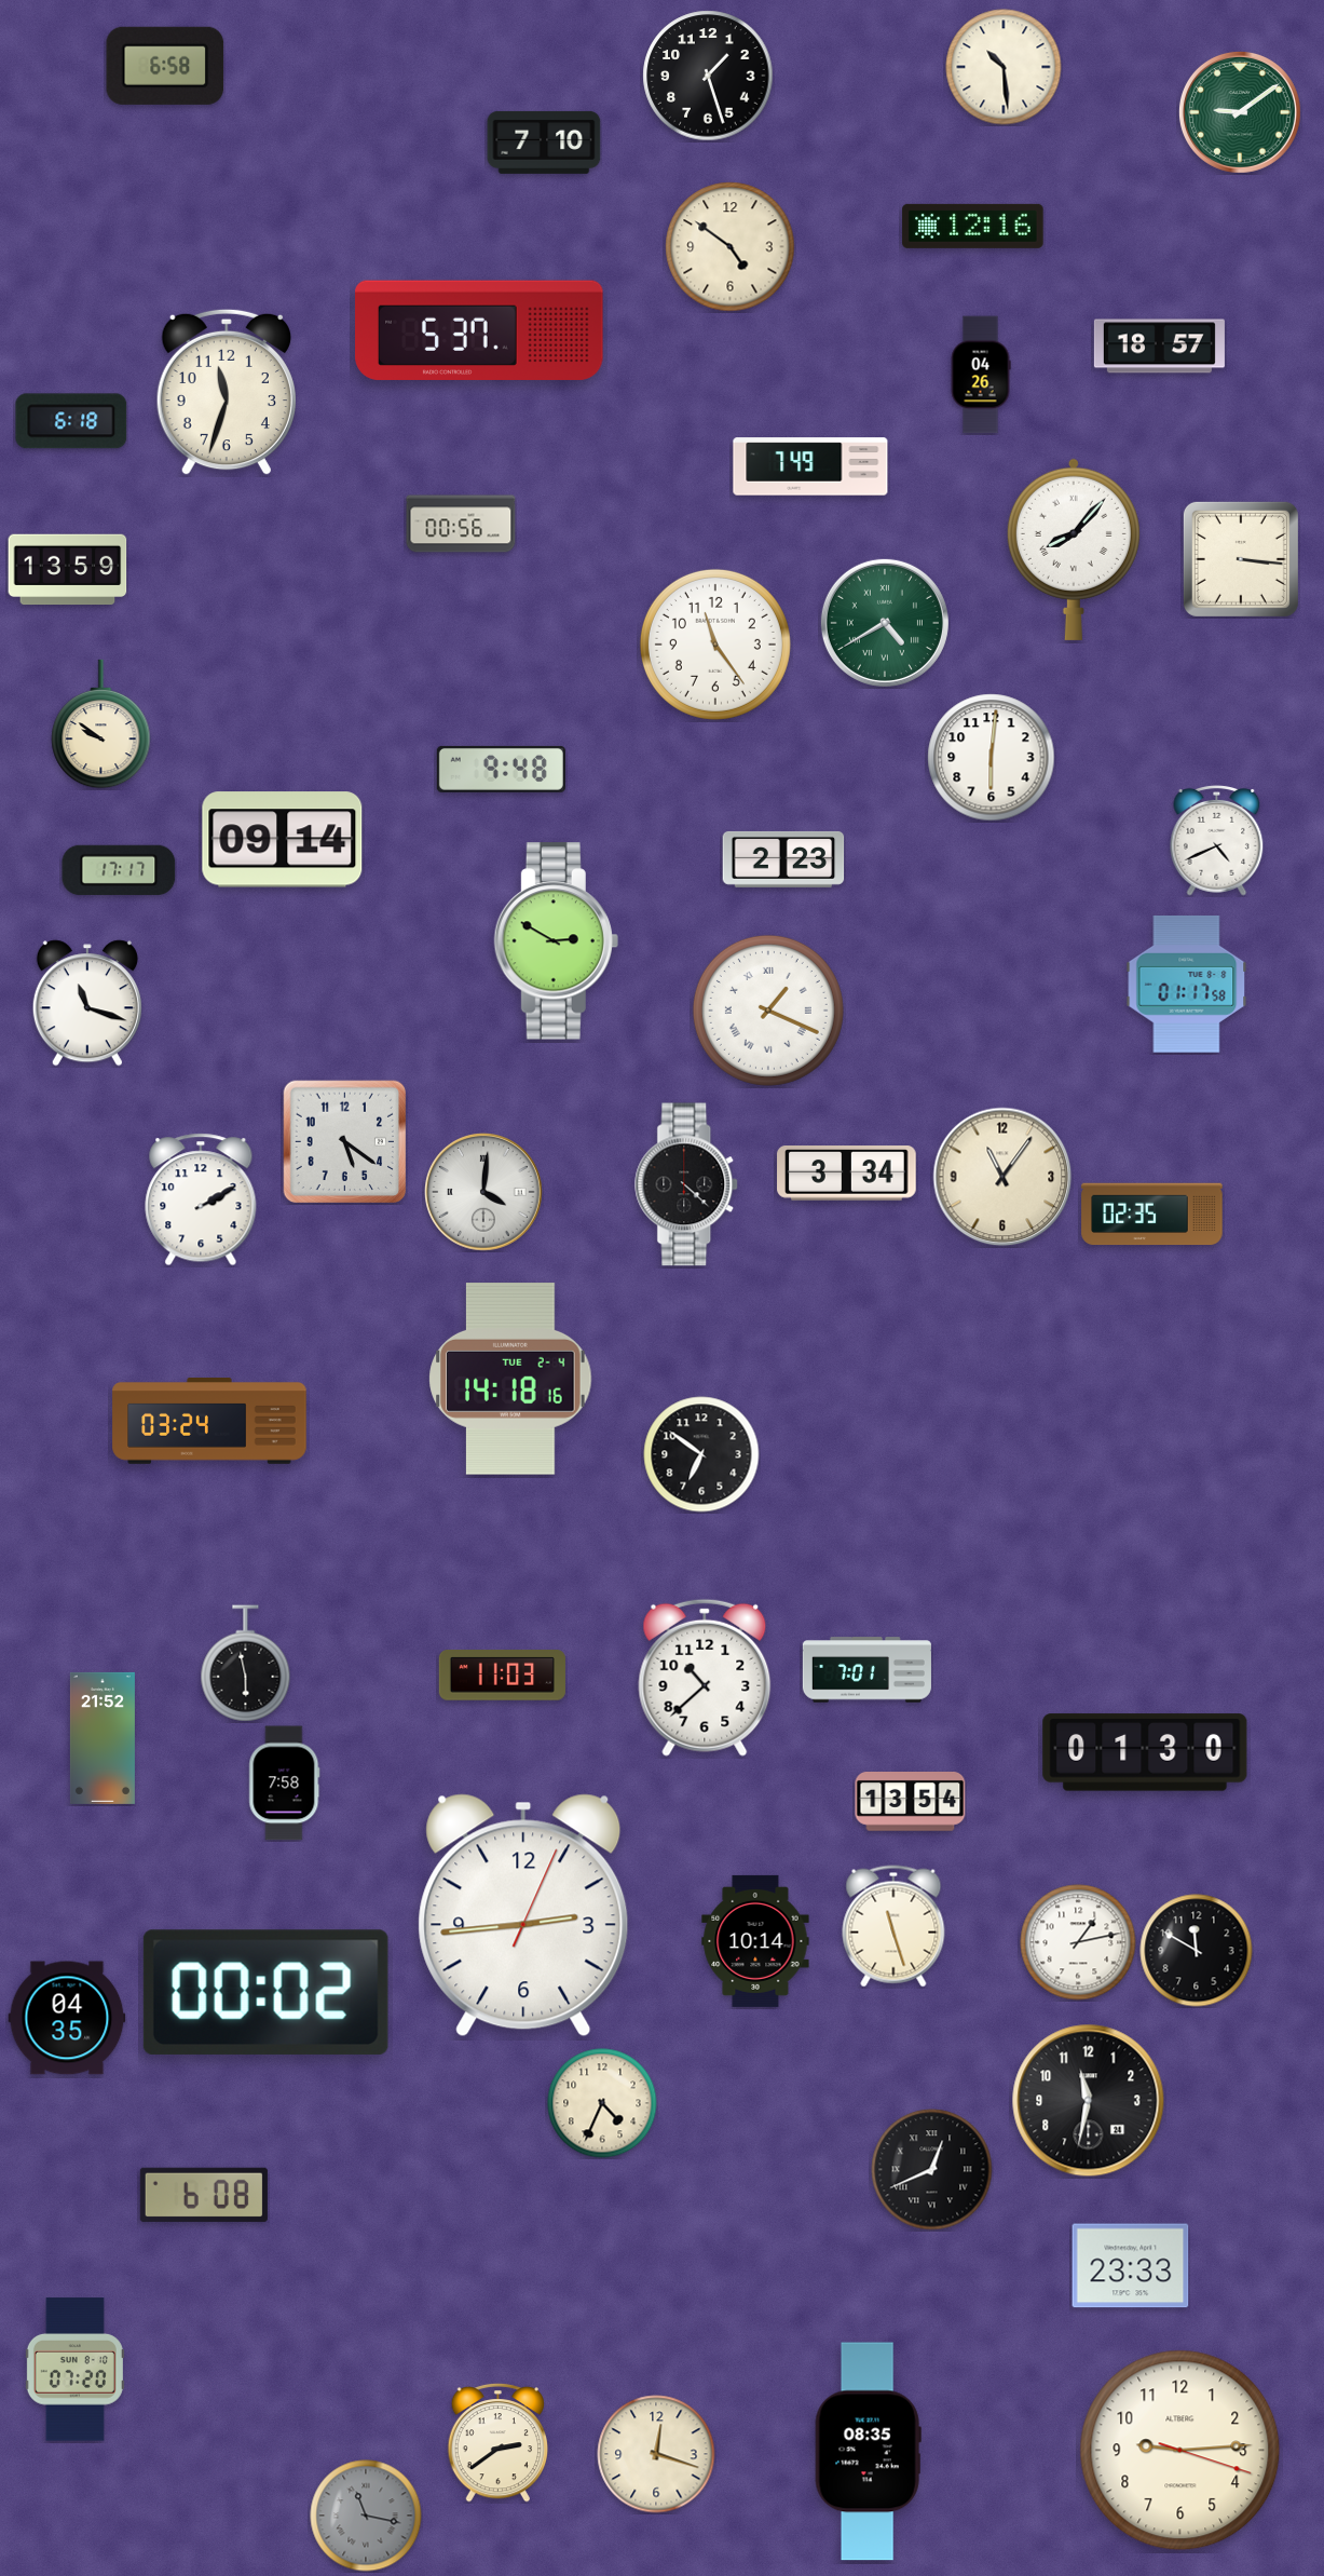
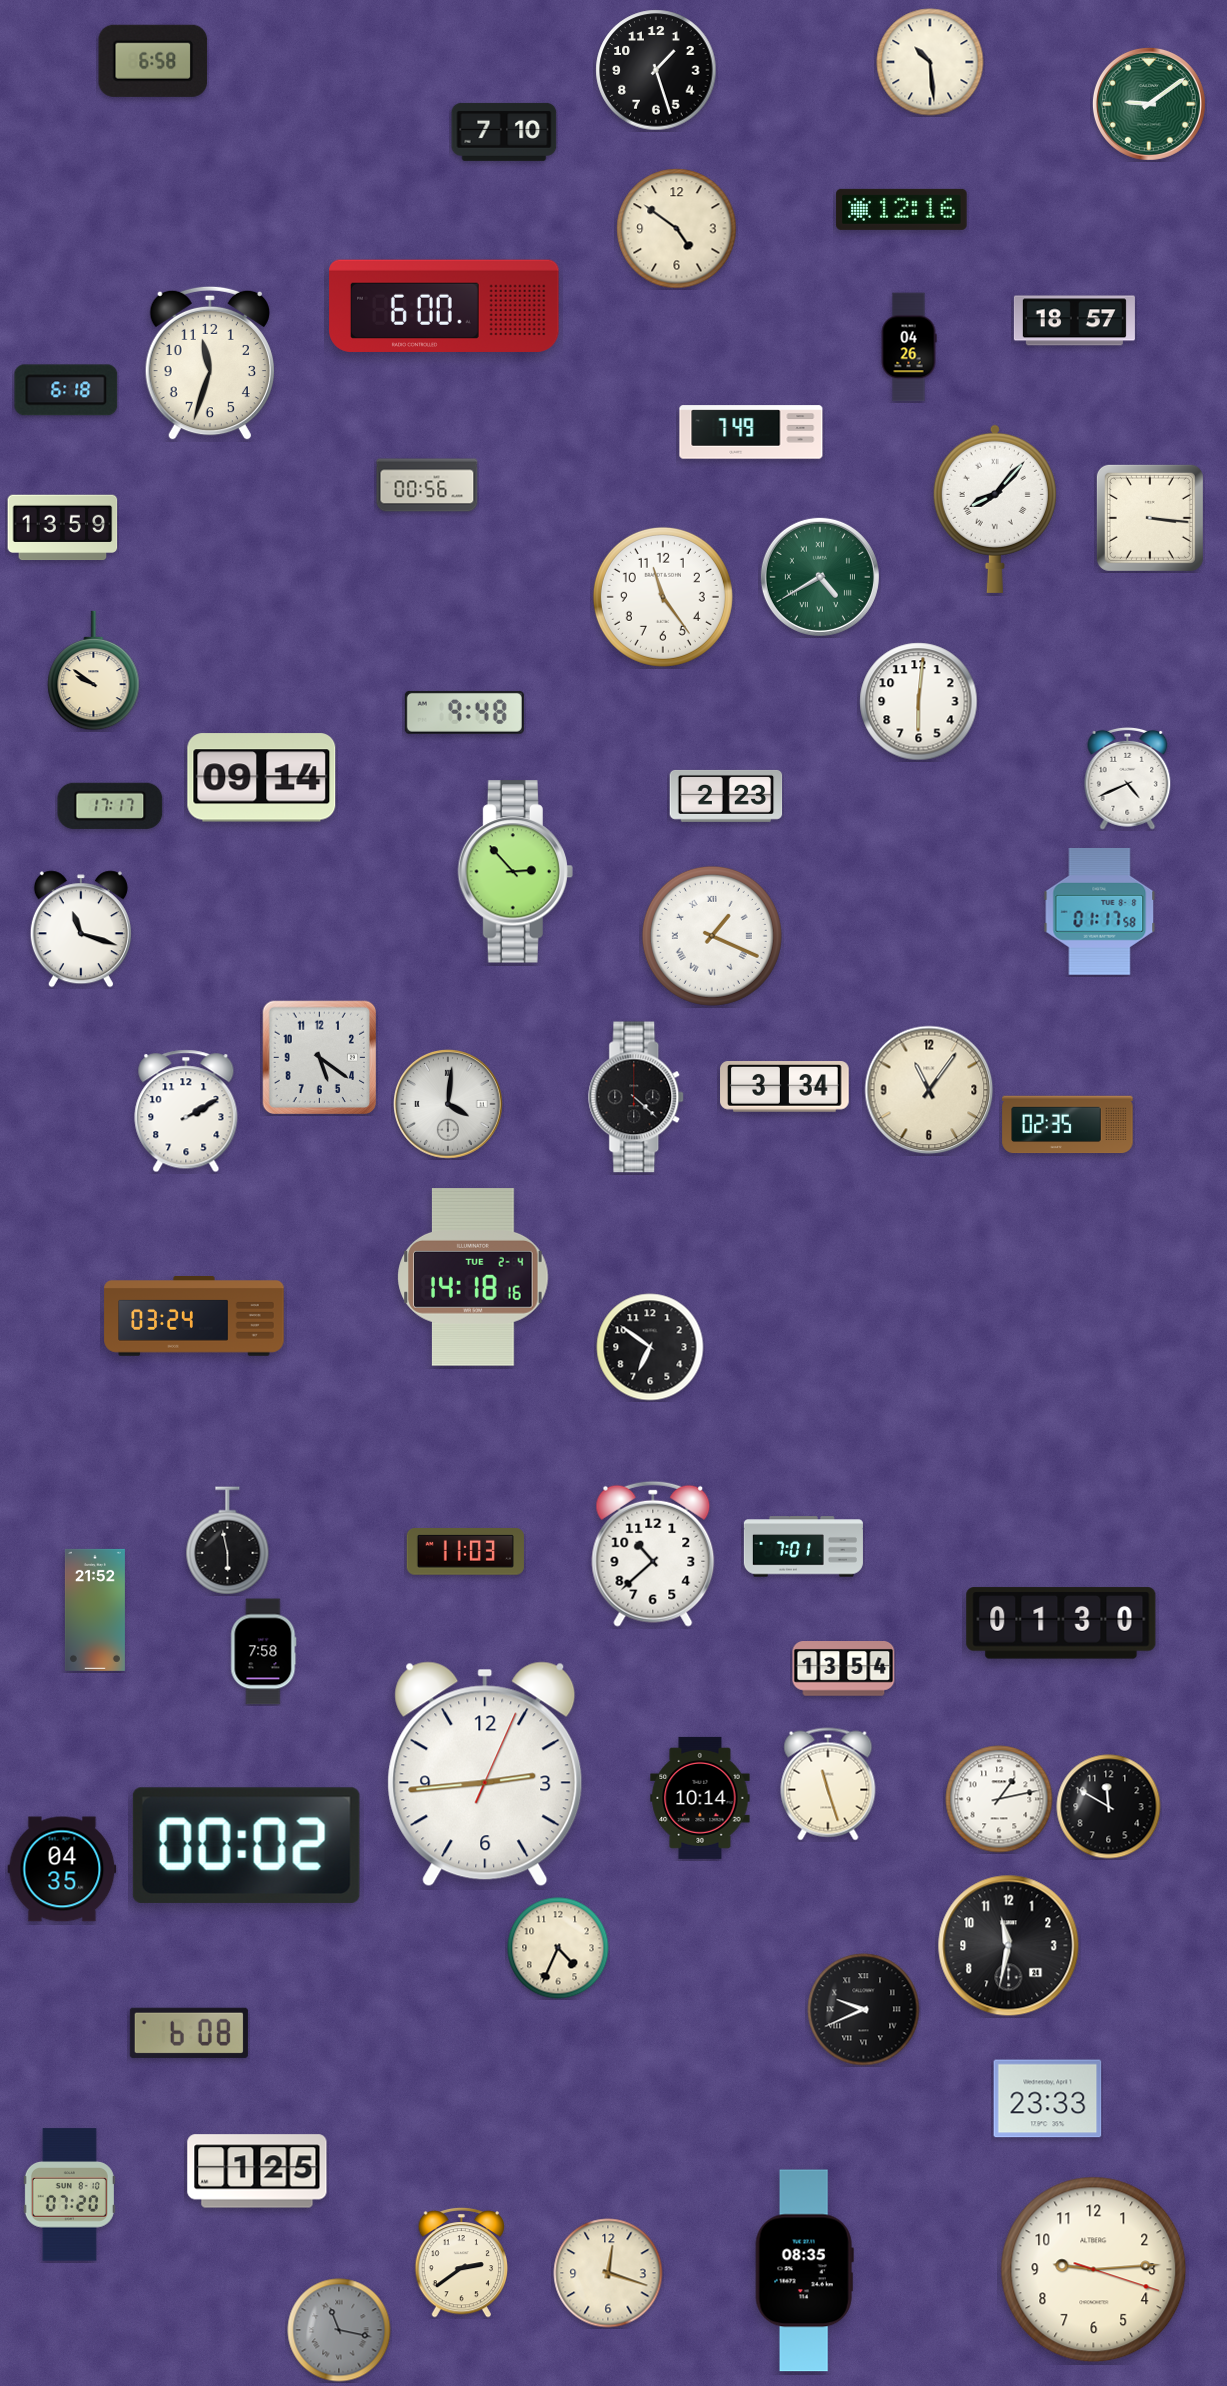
clock at (479, 330): 5:37 -> 6:00
clock at (556, 941): 2:50 -> 2:53
clock at (932, 2170): 12:41 -> 9:41
clock at (257, 2171): none -> 1:25
